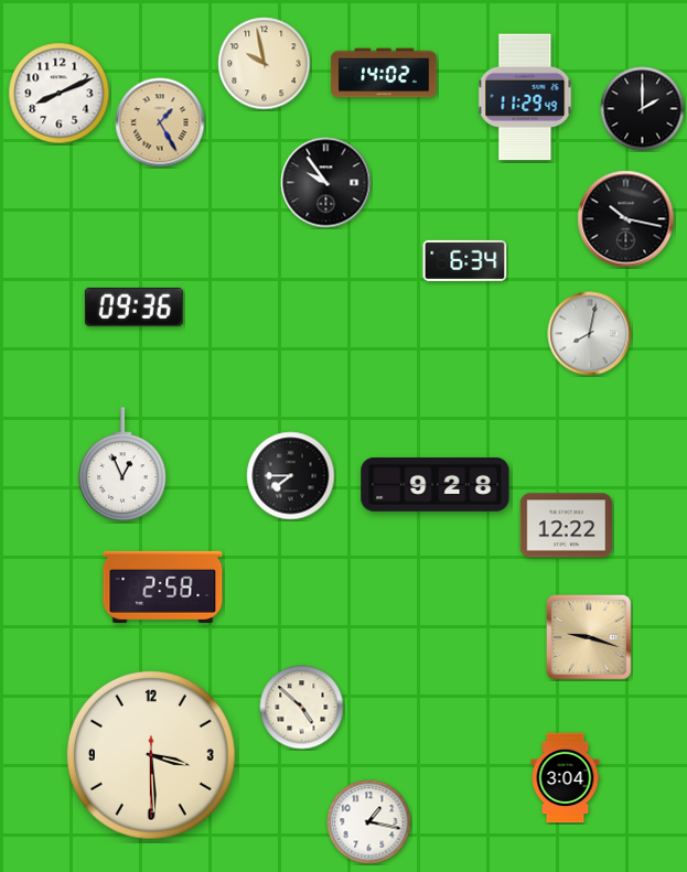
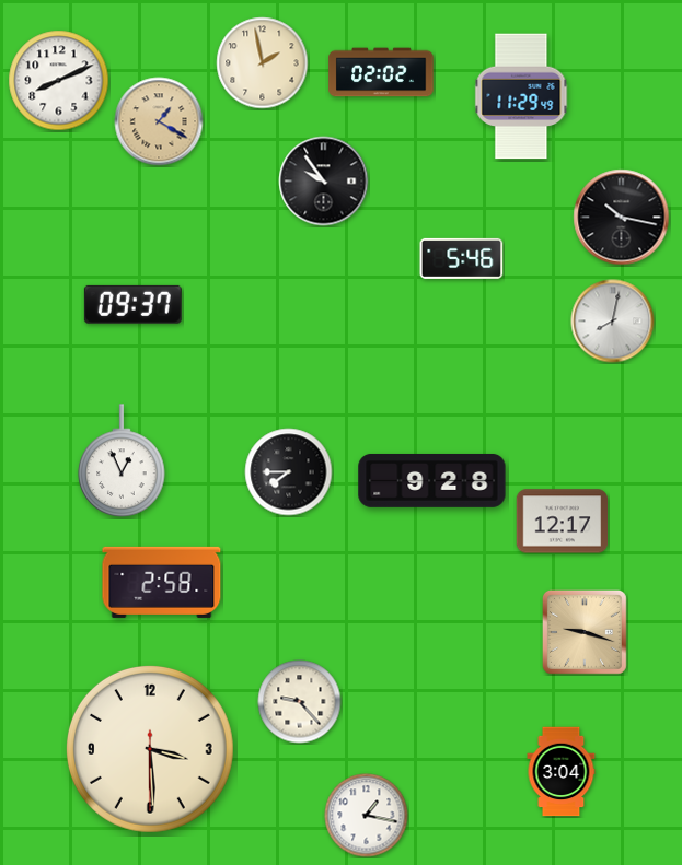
clock at (265, 64): 9:58 -> 1:58
clock at (384, 73): 14:02 -> 02:02
clock at (60, 94) position: (60, 94) -> (59, 81)
clock at (643, 109): 2:00 -> none
clock at (160, 122): 1:25 -> 1:20
clock at (465, 260): 6:34 -> 5:46
clock at (133, 306): 09:36 -> 09:37
clock at (590, 334) position: (590, 334) -> (613, 322)
clock at (566, 526): 12:22 -> 12:17
clock at (302, 708): 4:52 -> 9:23
